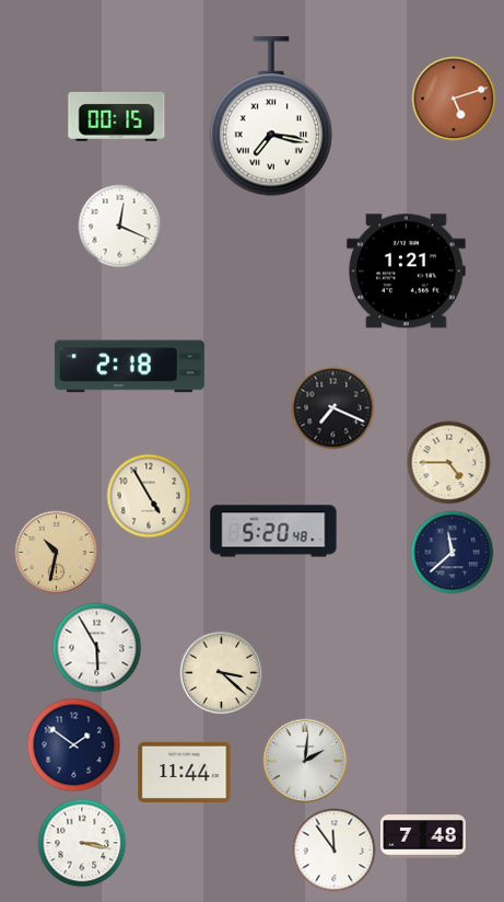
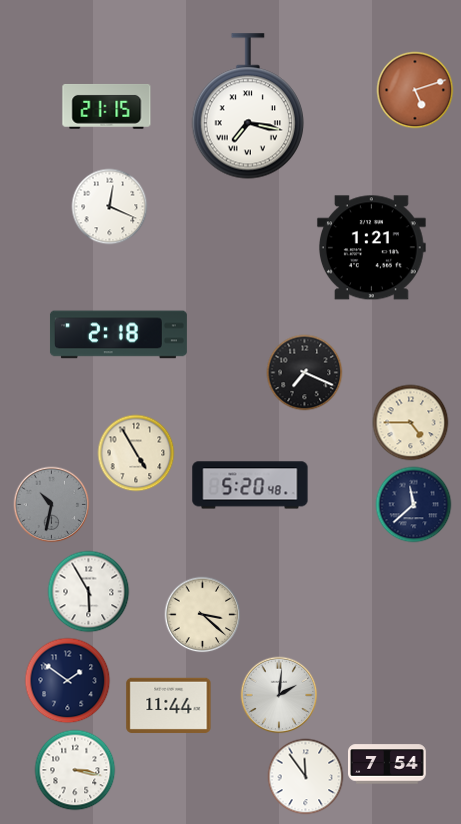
clock at (117, 116): 00:15 -> 21:15
clock at (57, 553) dial: champagne -> grey
clock at (424, 836): 7:48 -> 7:54
